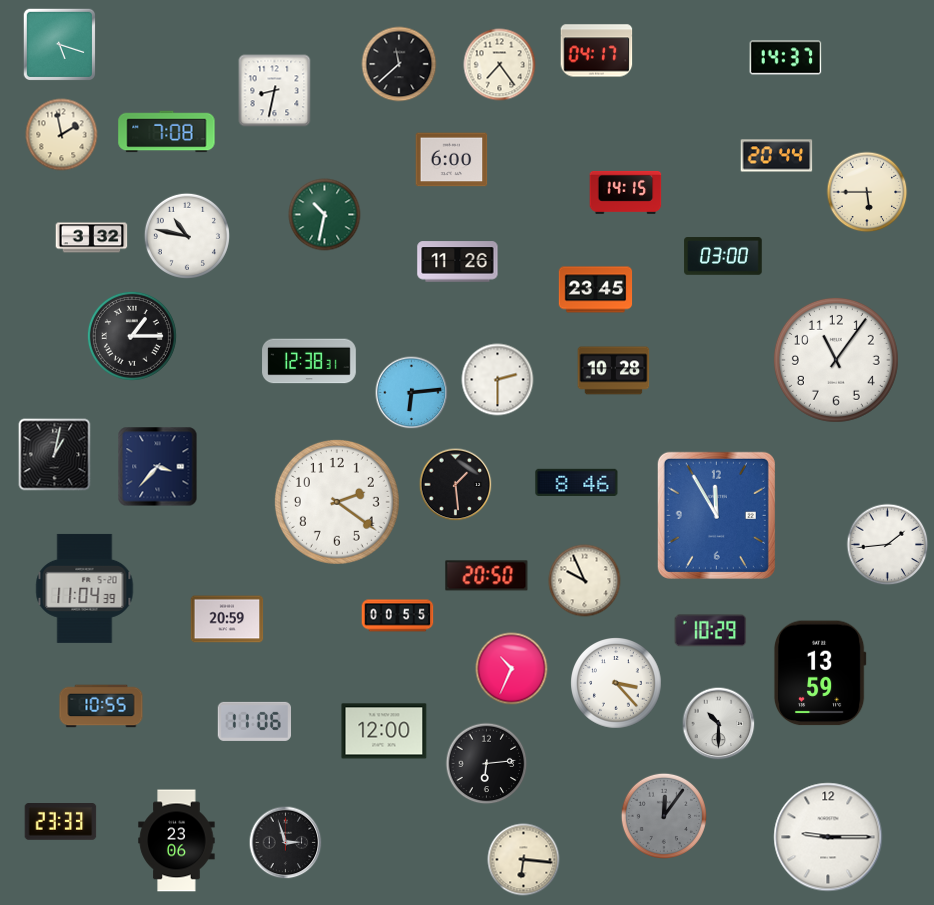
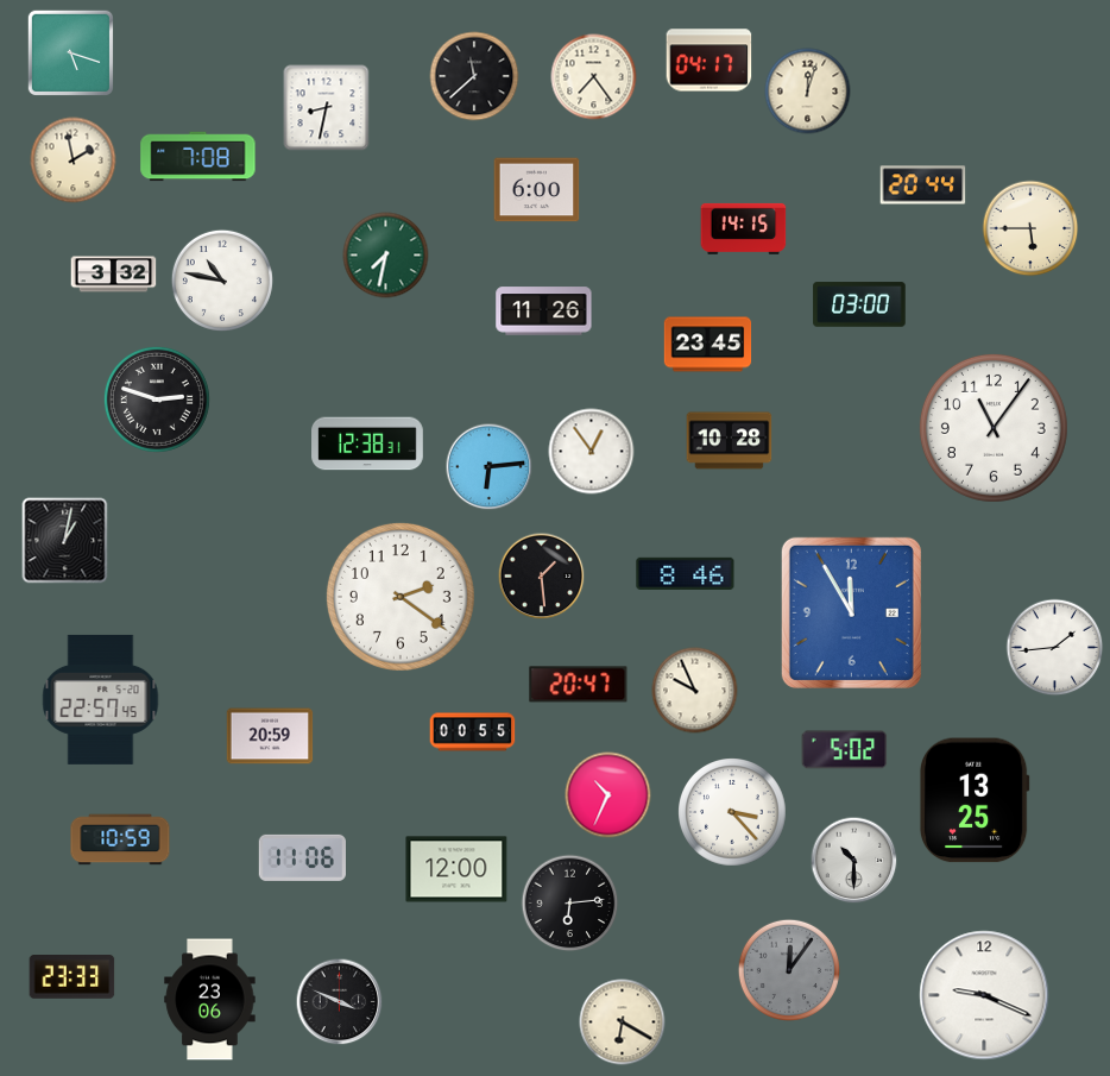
clock at (786, 58): 14:37 -> none
clock at (808, 92): none -> 12:03
clock at (325, 215): 10:32 -> 7:32
clock at (92, 238) position: (92, 238) -> (114, 275)
clock at (132, 336): 1:15 -> 2:48
clock at (309, 361) position: (309, 361) -> (367, 443)
clock at (498, 380): 2:30 -> 12:54
clock at (158, 467): 3:37 -> none
clock at (487, 576): 20:50 -> 20:47
clock at (85, 588): 11:04 -> 22:57
clock at (711, 631): 10:29 -> 5:02
clock at (820, 673): 13:59 -> 13:25
clock at (101, 706): 10:55 -> 10:59
clock at (487, 764) position: (487, 764) -> (570, 904)
clock at (828, 837): 9:15 -> 9:19
clock at (286, 843): 2:57 -> 3:49
clock at (524, 860): 6:16 -> 6:20
